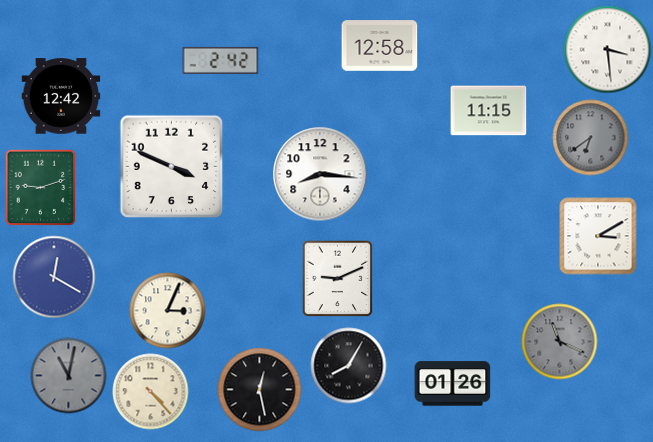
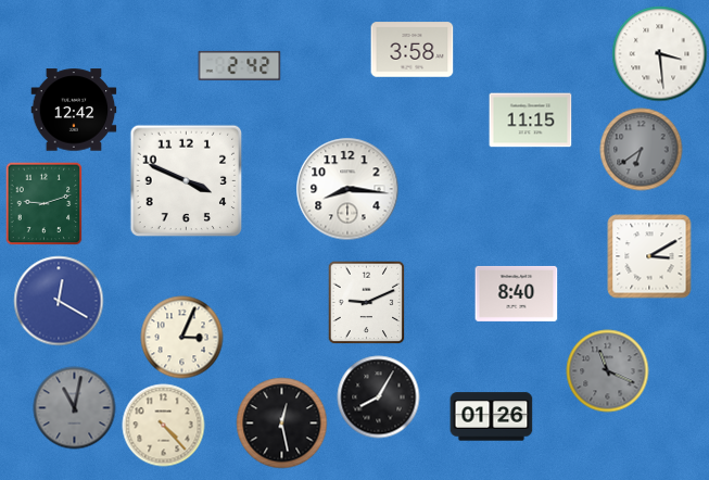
clock at (380, 46): 12:58 -> 3:58
clock at (61, 96) position: (61, 96) -> (74, 110)
clock at (517, 293): none -> 8:40
